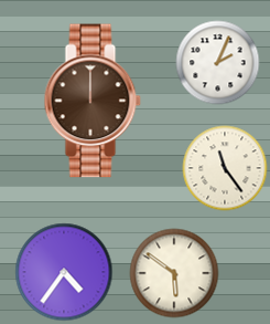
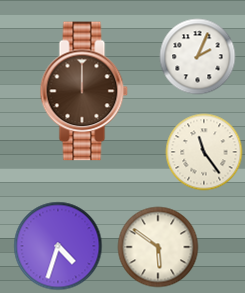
clock at (64, 272): 4:36 -> 4:33
